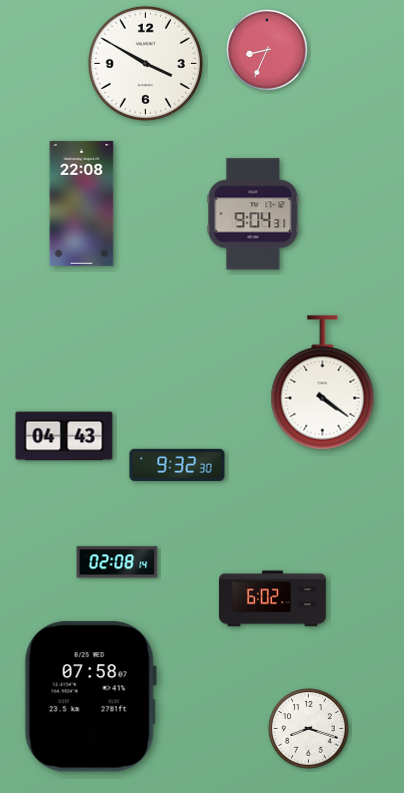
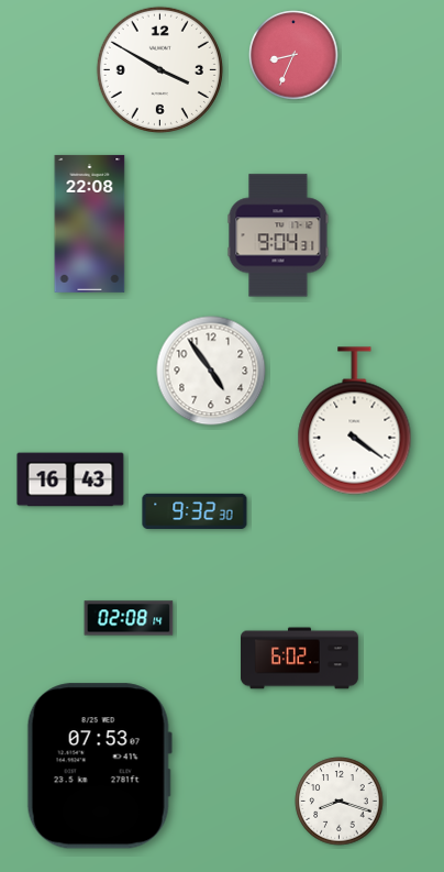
clock at (211, 371): none -> 4:54
clock at (64, 436): 04:43 -> 16:43
clock at (90, 697): 07:58 -> 07:53
